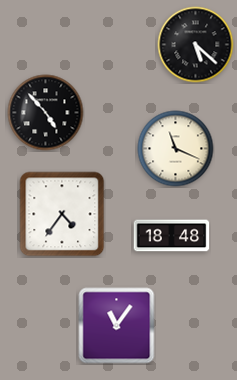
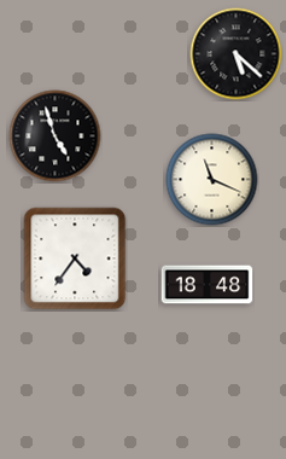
clock at (46, 113): 4:53 -> 4:57
clock at (117, 326): 11:06 -> none
